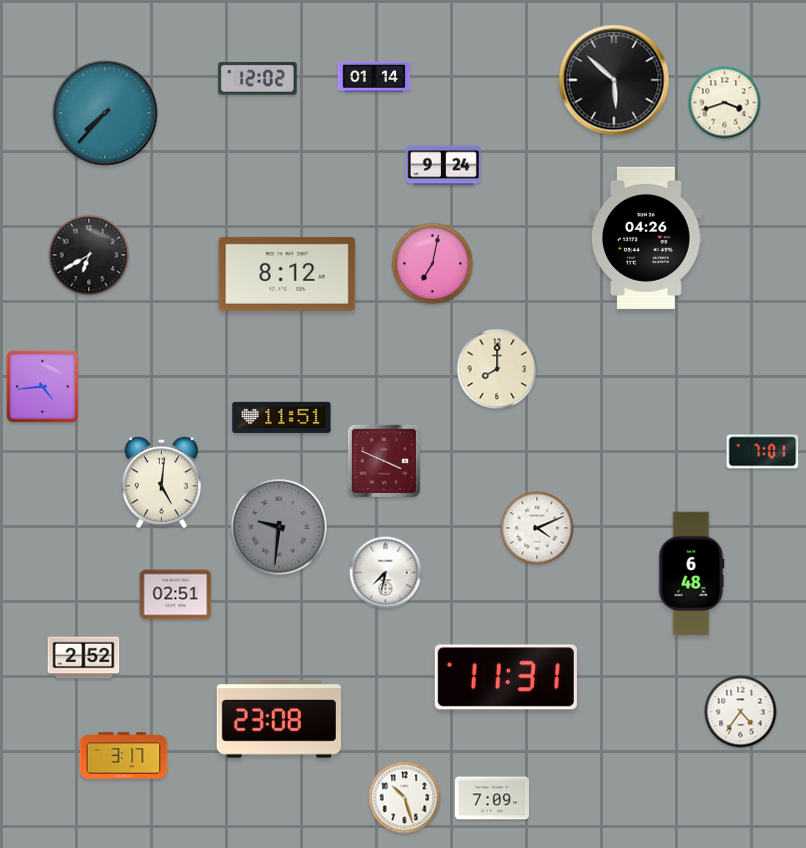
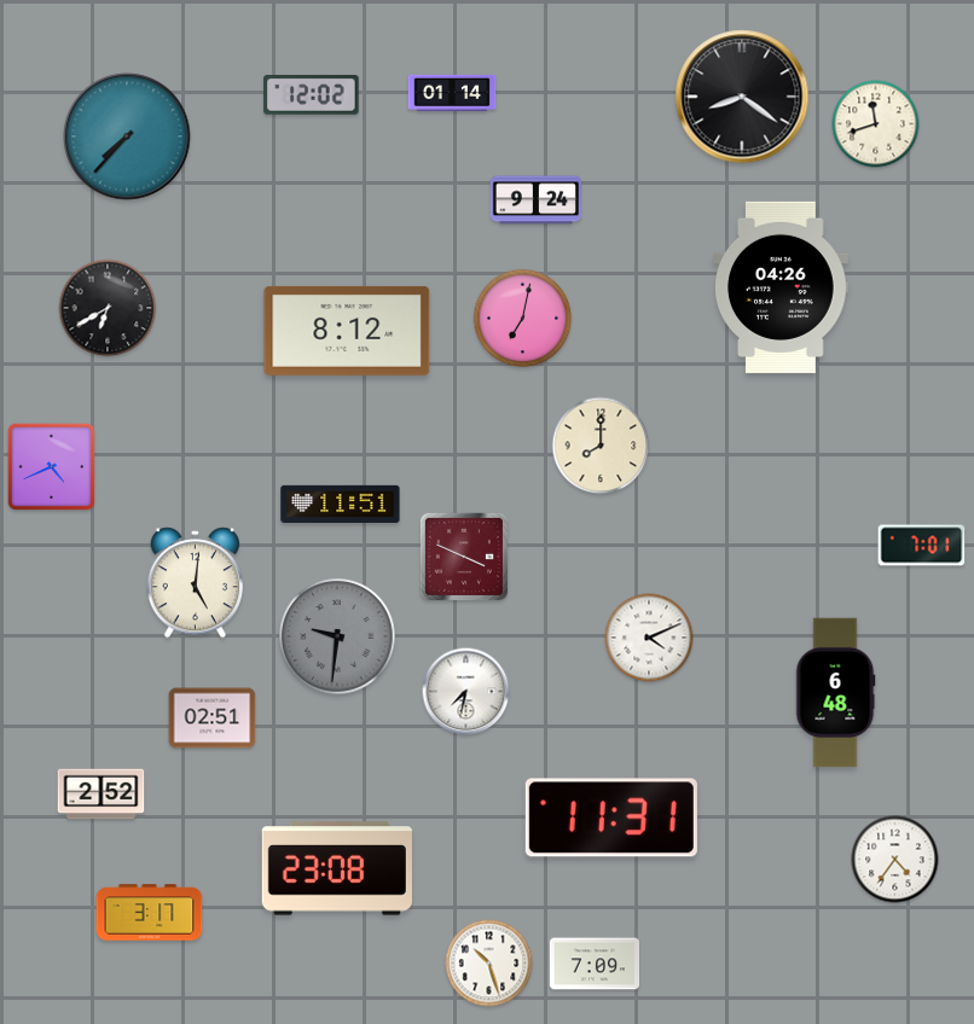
clock at (614, 80): 5:52 -> 8:21
clock at (725, 103): 3:42 -> 11:42
clock at (43, 387): 4:44 -> 4:41
